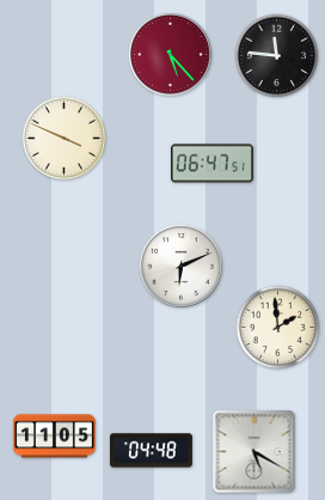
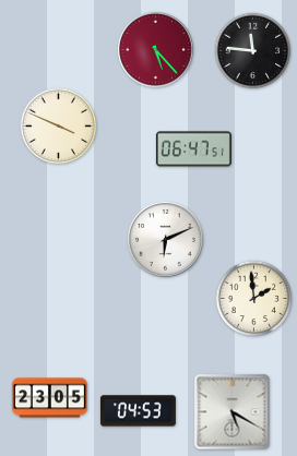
clock at (182, 267) position: (182, 267) -> (166, 240)
clock at (54, 437): 11:05 -> 23:05
clock at (151, 451): 04:48 -> 04:53
